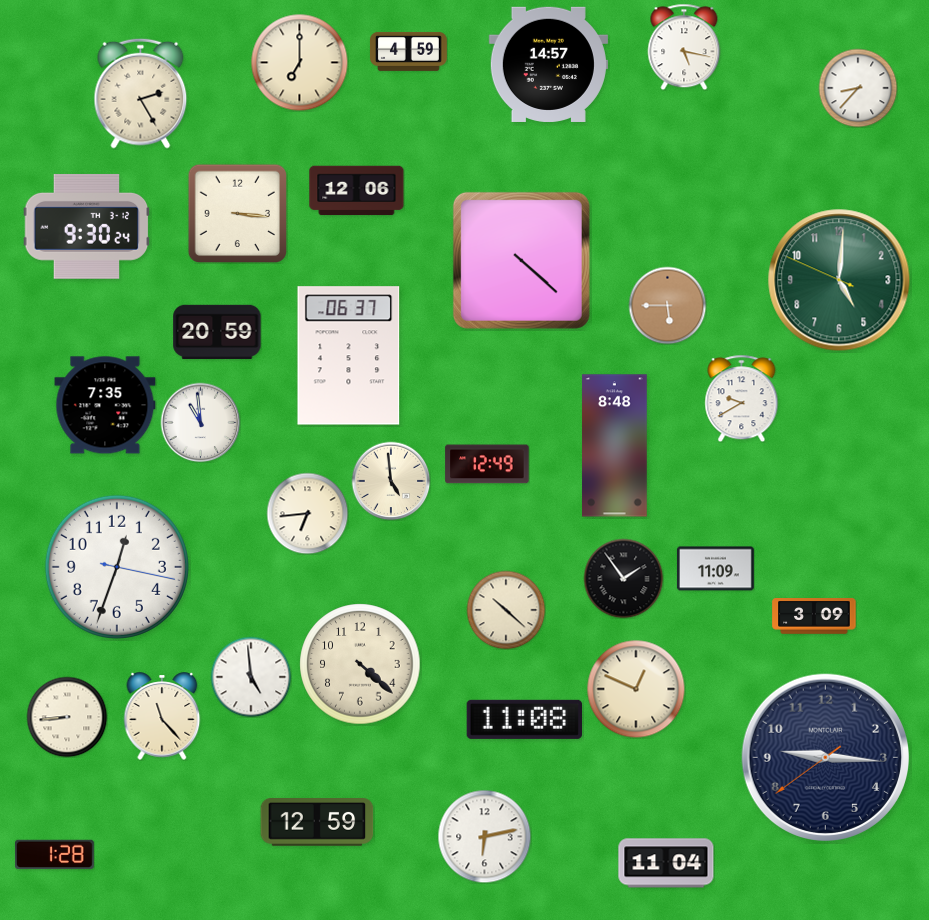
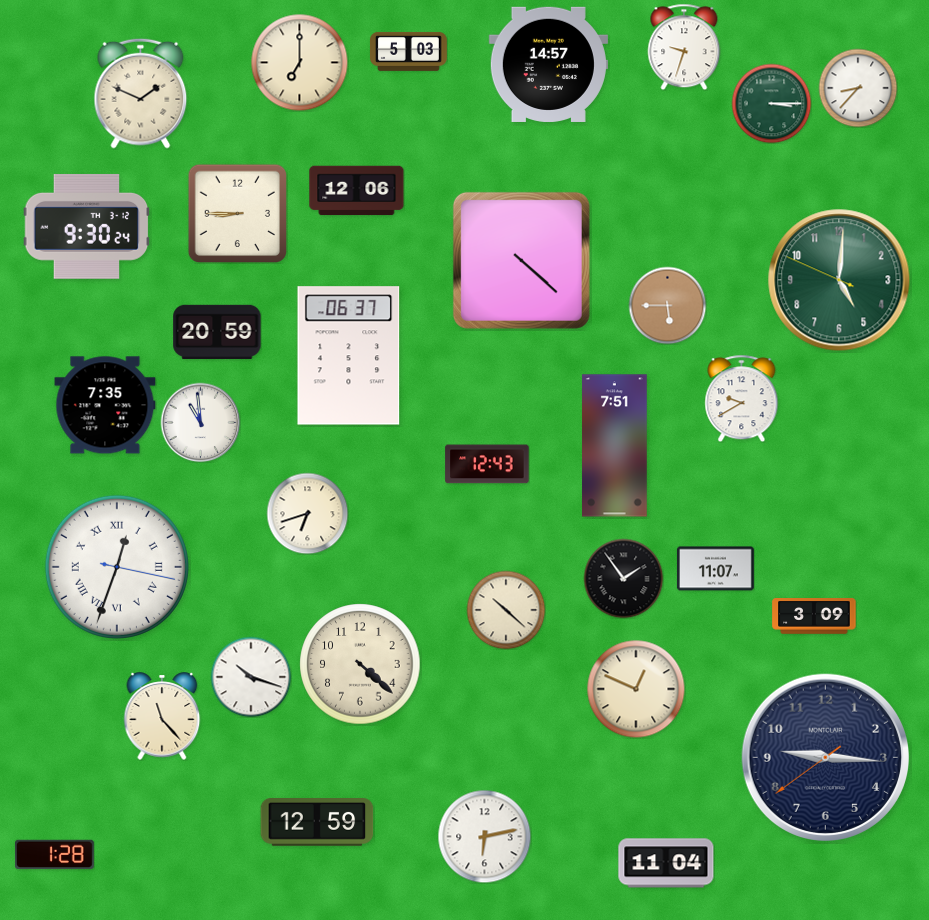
clock at (684, 47): 5:17 -> 9:33
clock at (408, 51): 4:59 -> 5:03
clock at (141, 93): 2:25 -> 1:49
clock at (771, 103): none -> 3:15
clock at (237, 213): 3:16 -> 8:45
clock at (615, 446): 8:48 -> 7:51
clock at (487, 464): 12:49 -> 12:43
clock at (391, 481): 4:59 -> none
clock at (307, 513): 6:44 -> 6:42
clock at (117, 567) numerals: Arabic -> Roman
clock at (715, 569): 11:09 -> 11:07
clock at (251, 677): 4:59 -> 10:18
clock at (67, 717): 8:44 -> none
clock at (524, 719): 11:08 -> none
